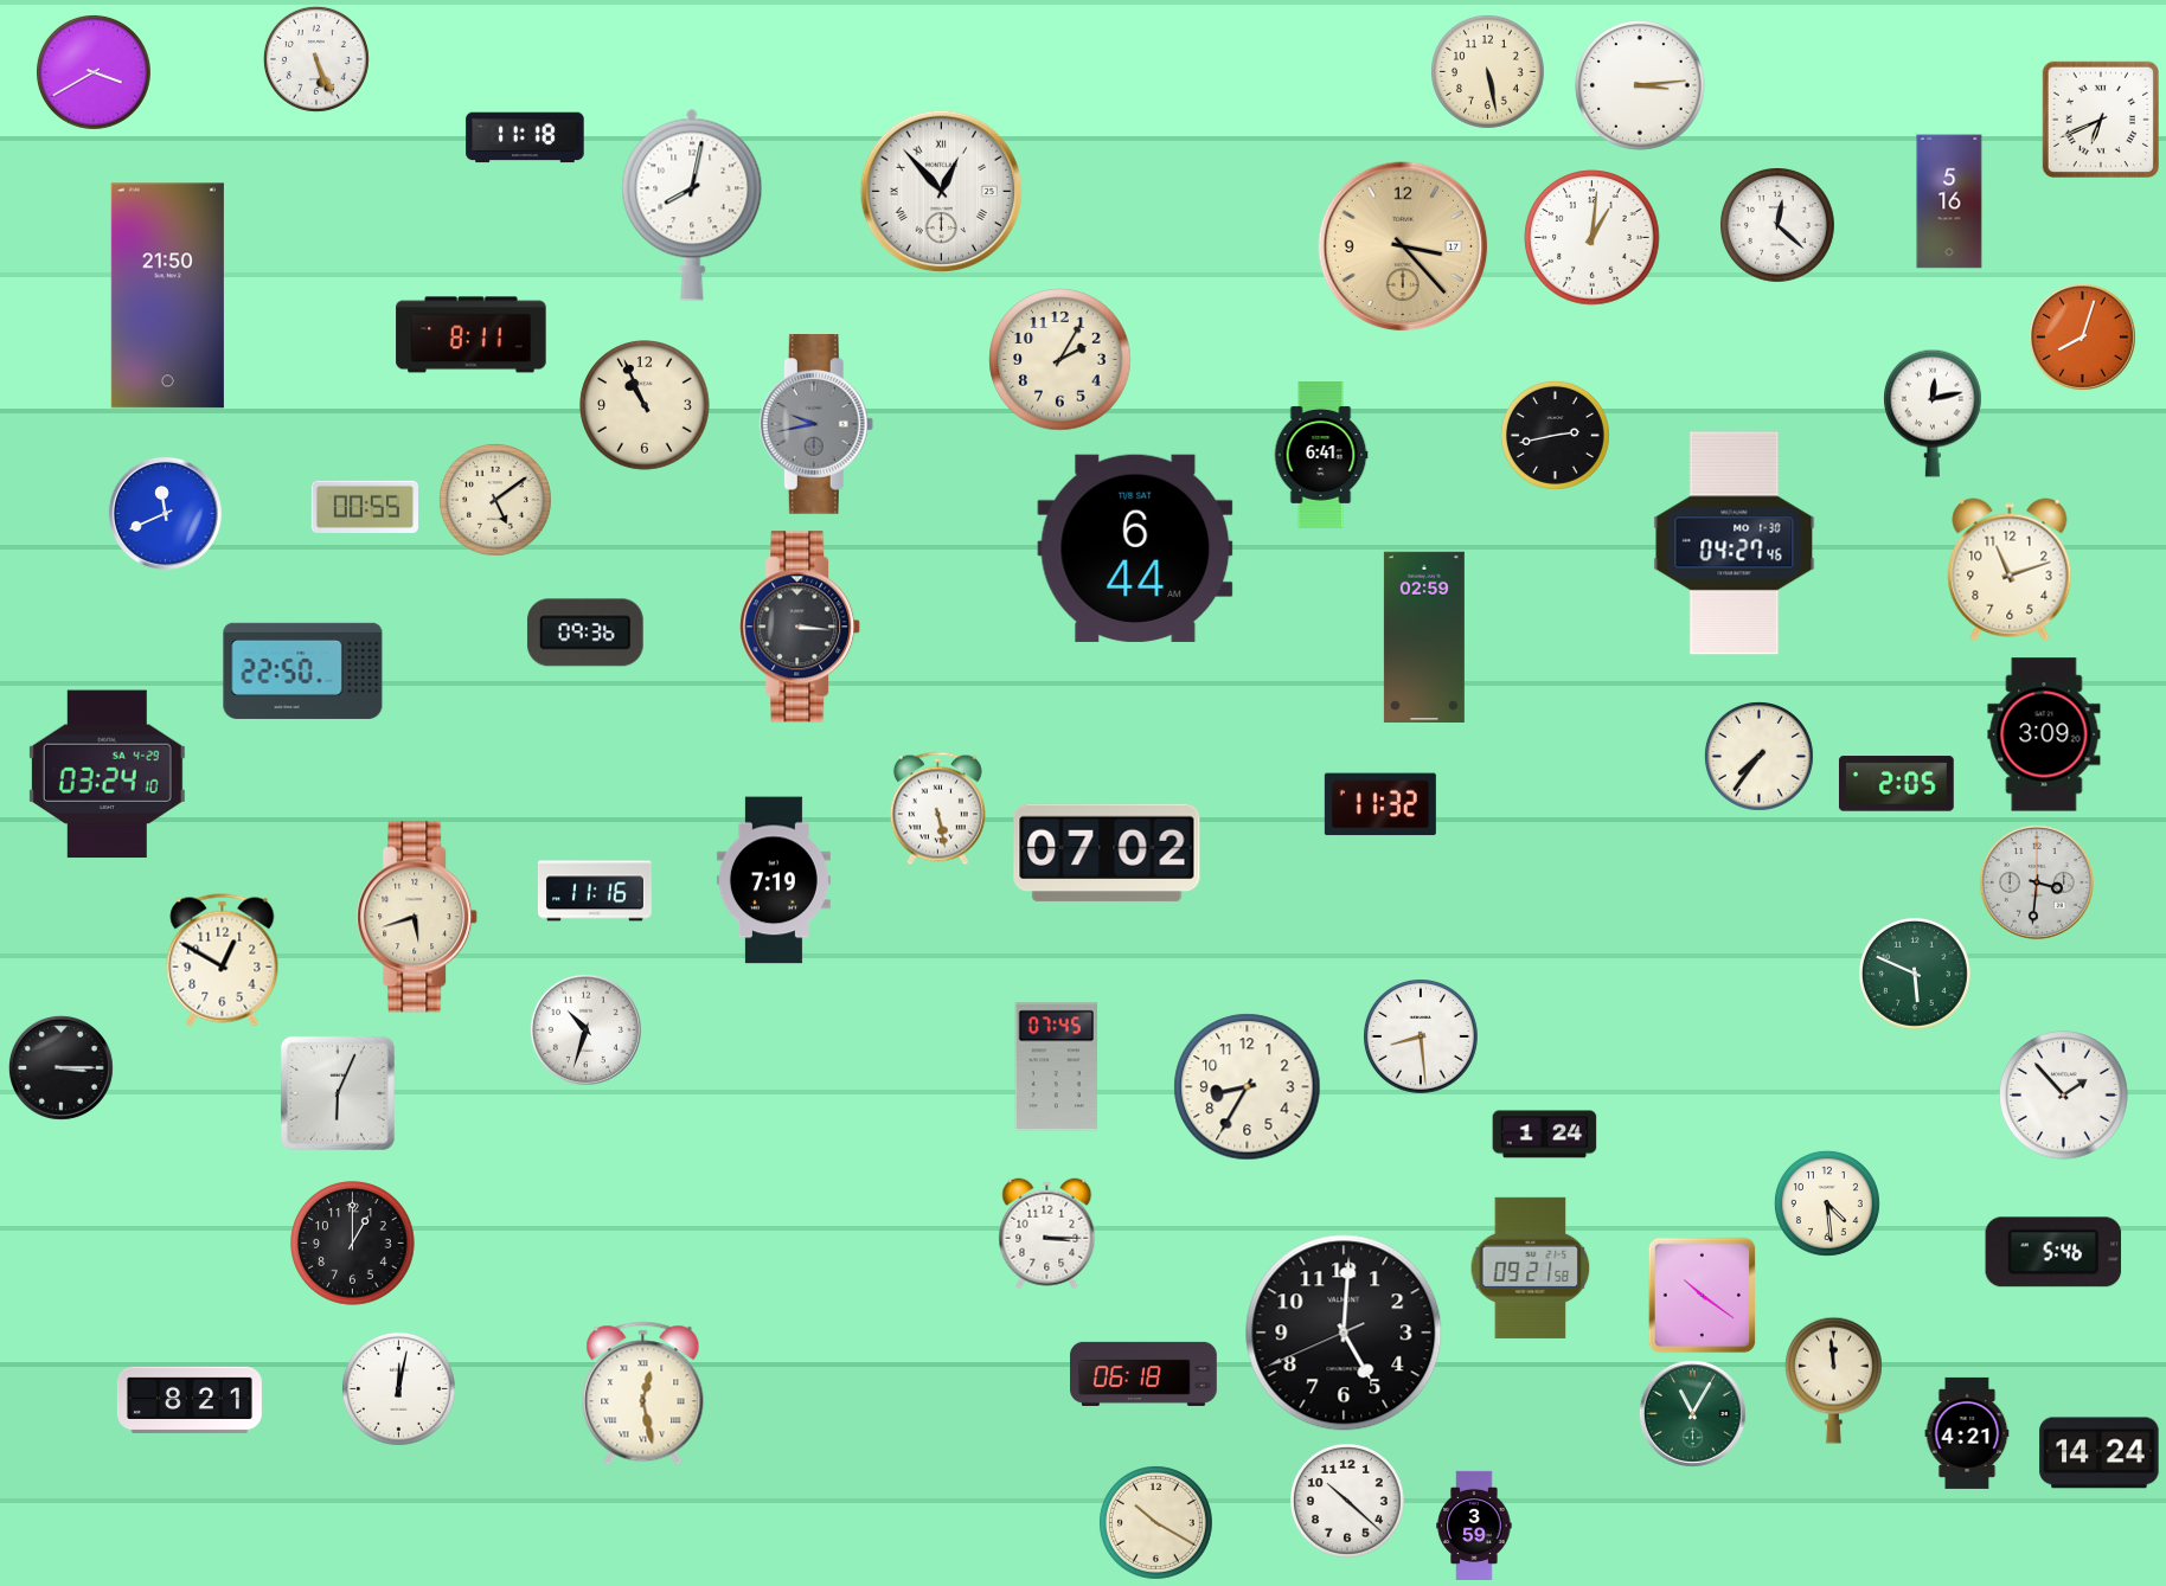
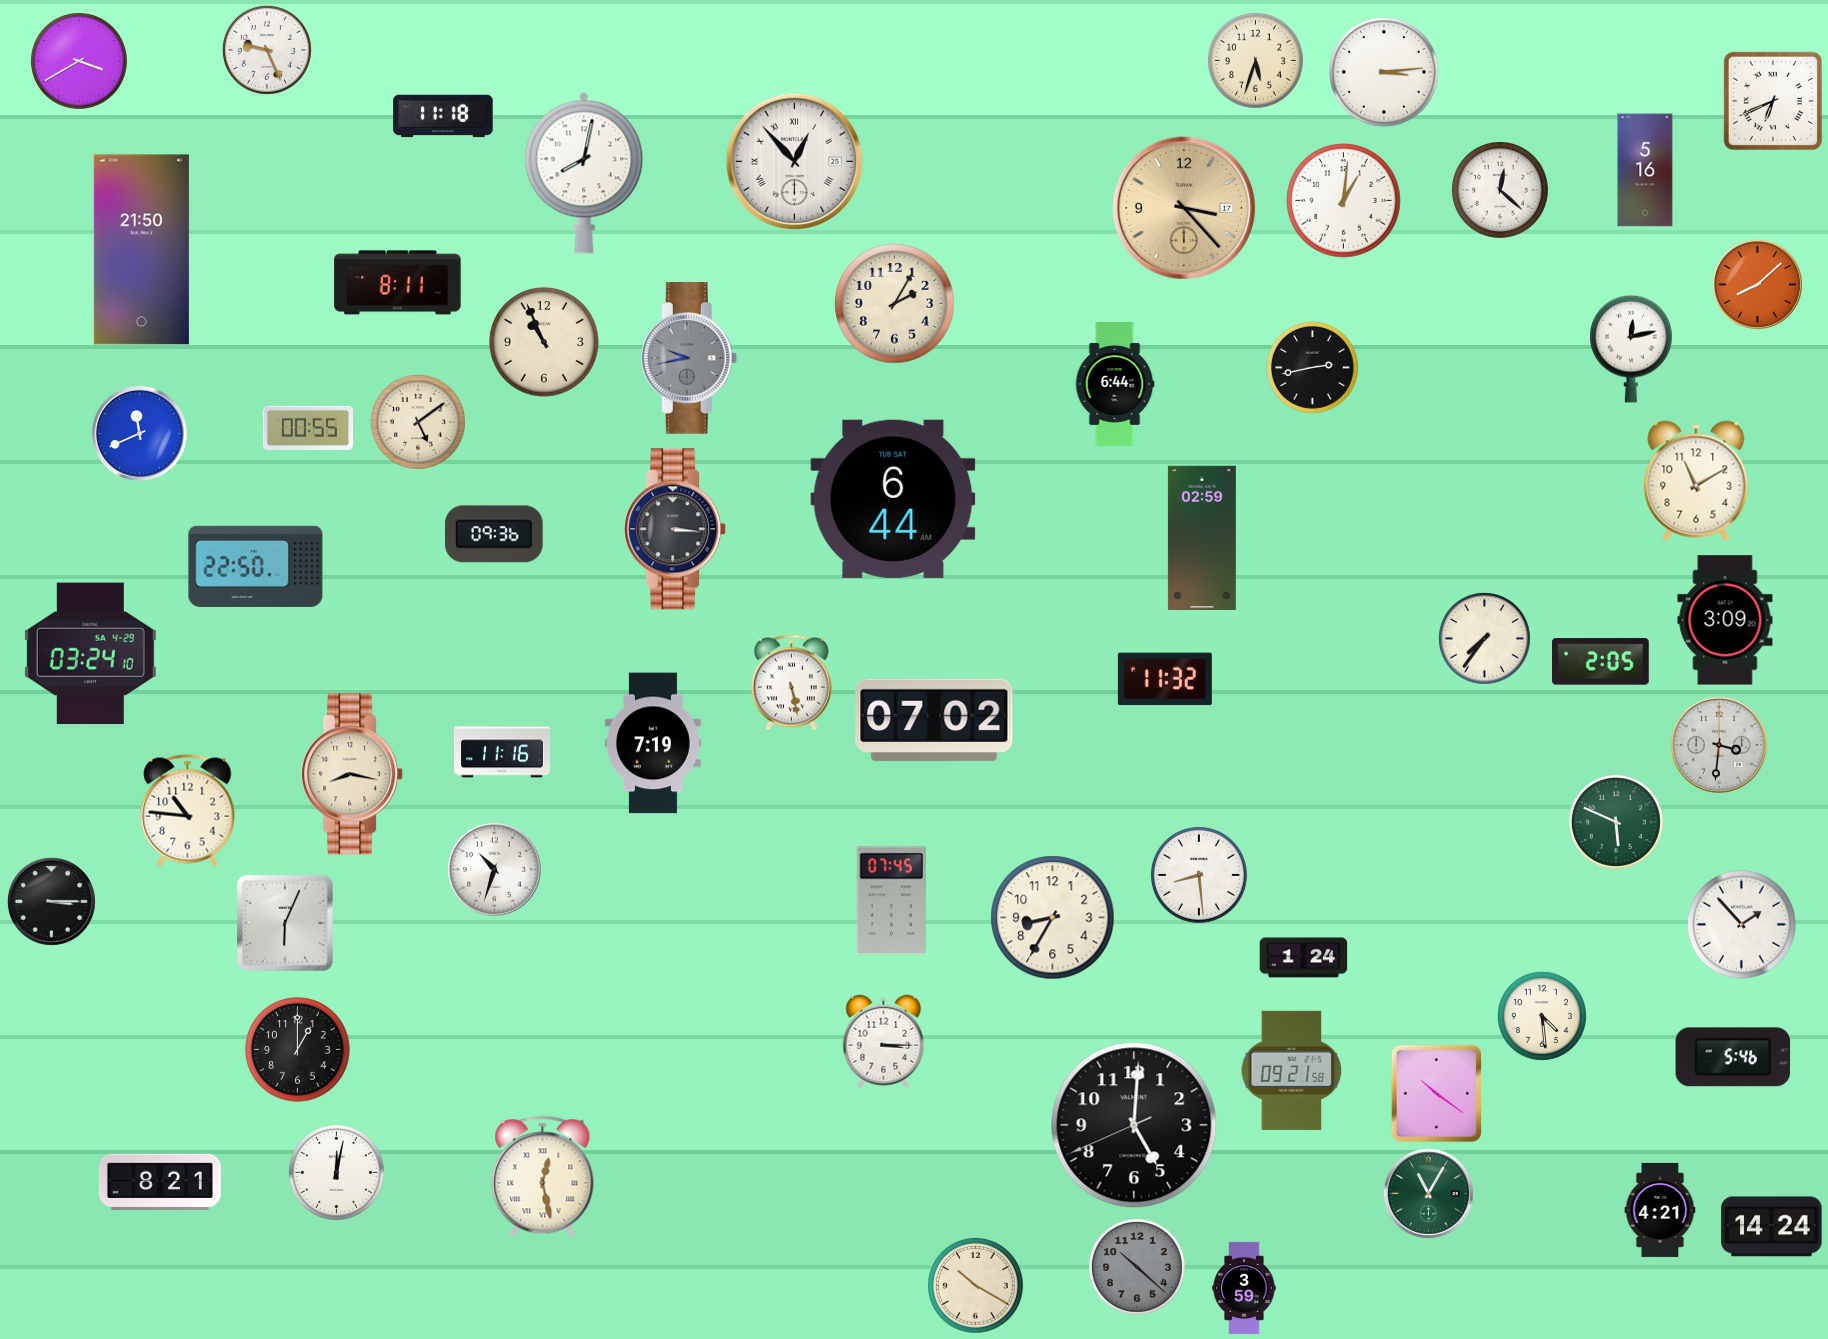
clock at (316, 59): 5:26 -> 9:26
clock at (1487, 71): 5:28 -> 5:33
clock at (2082, 336): 8:03 -> 8:08
clock at (1321, 455): 6:41 -> 6:44
clock at (1735, 544): 04:27 -> none
clock at (1135, 548) position: (1135, 548) -> (893, 499)
clock at (2010, 570): 11:12 -> 11:10
clock at (418, 917): 5:42 -> 8:17
clock at (223, 961): 12:50 -> 10:46
clock at (1143, 1374): 06:18 -> none
clock at (1834, 1380): 11:59 -> none
clock at (1348, 1502) dial: white -> grey
